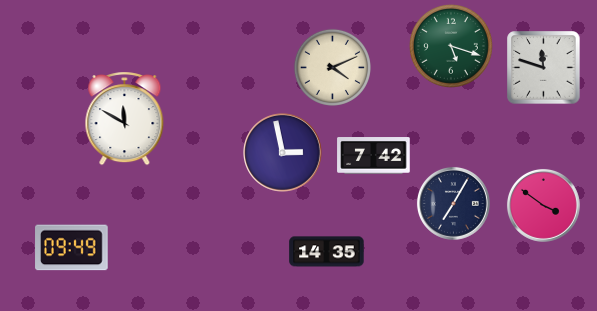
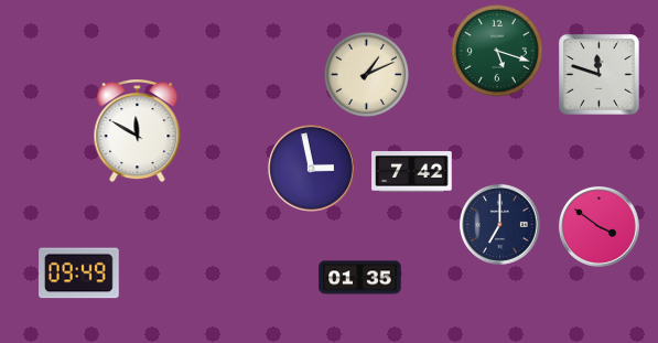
clock at (332, 67): 4:11 -> 1:11
clock at (453, 203): 7:05 -> 7:00
clock at (327, 252): 14:35 -> 01:35
